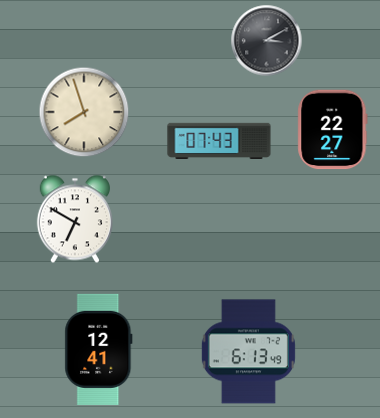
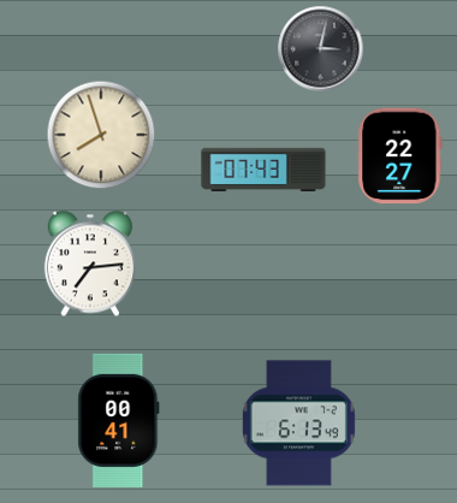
clock at (267, 41): 3:10 -> 3:02
clock at (75, 219): 6:50 -> 7:14
clock at (99, 349): 12:41 -> 00:41
